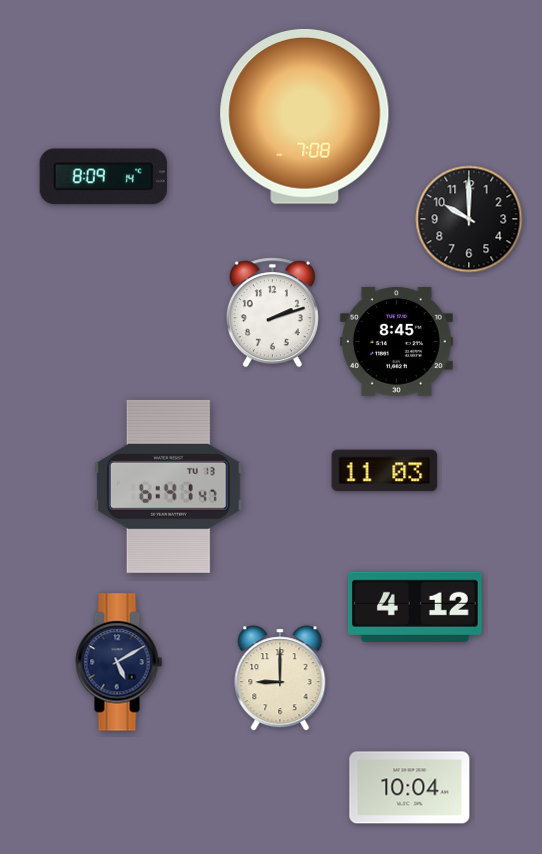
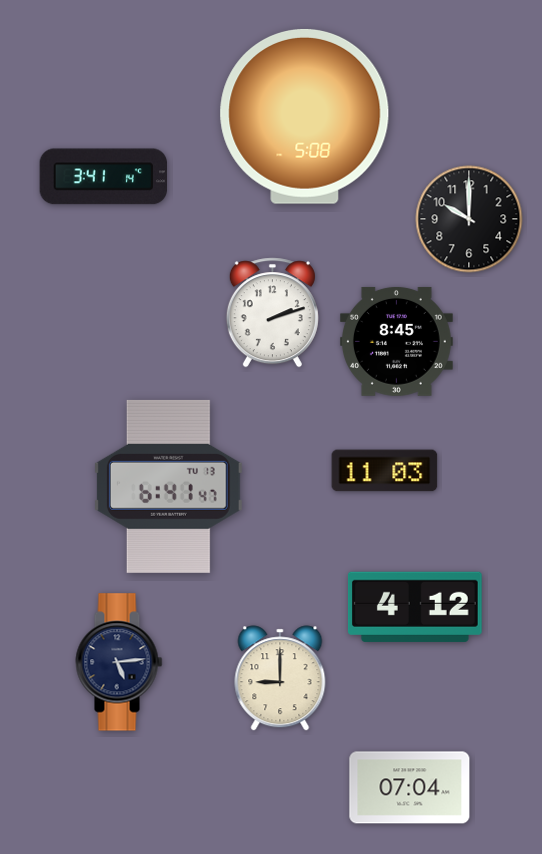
clock at (305, 116): 7:08 -> 5:08
clock at (103, 177): 8:09 -> 3:41
clock at (119, 662): 5:10 -> 5:14
clock at (410, 788): 10:04 -> 07:04
